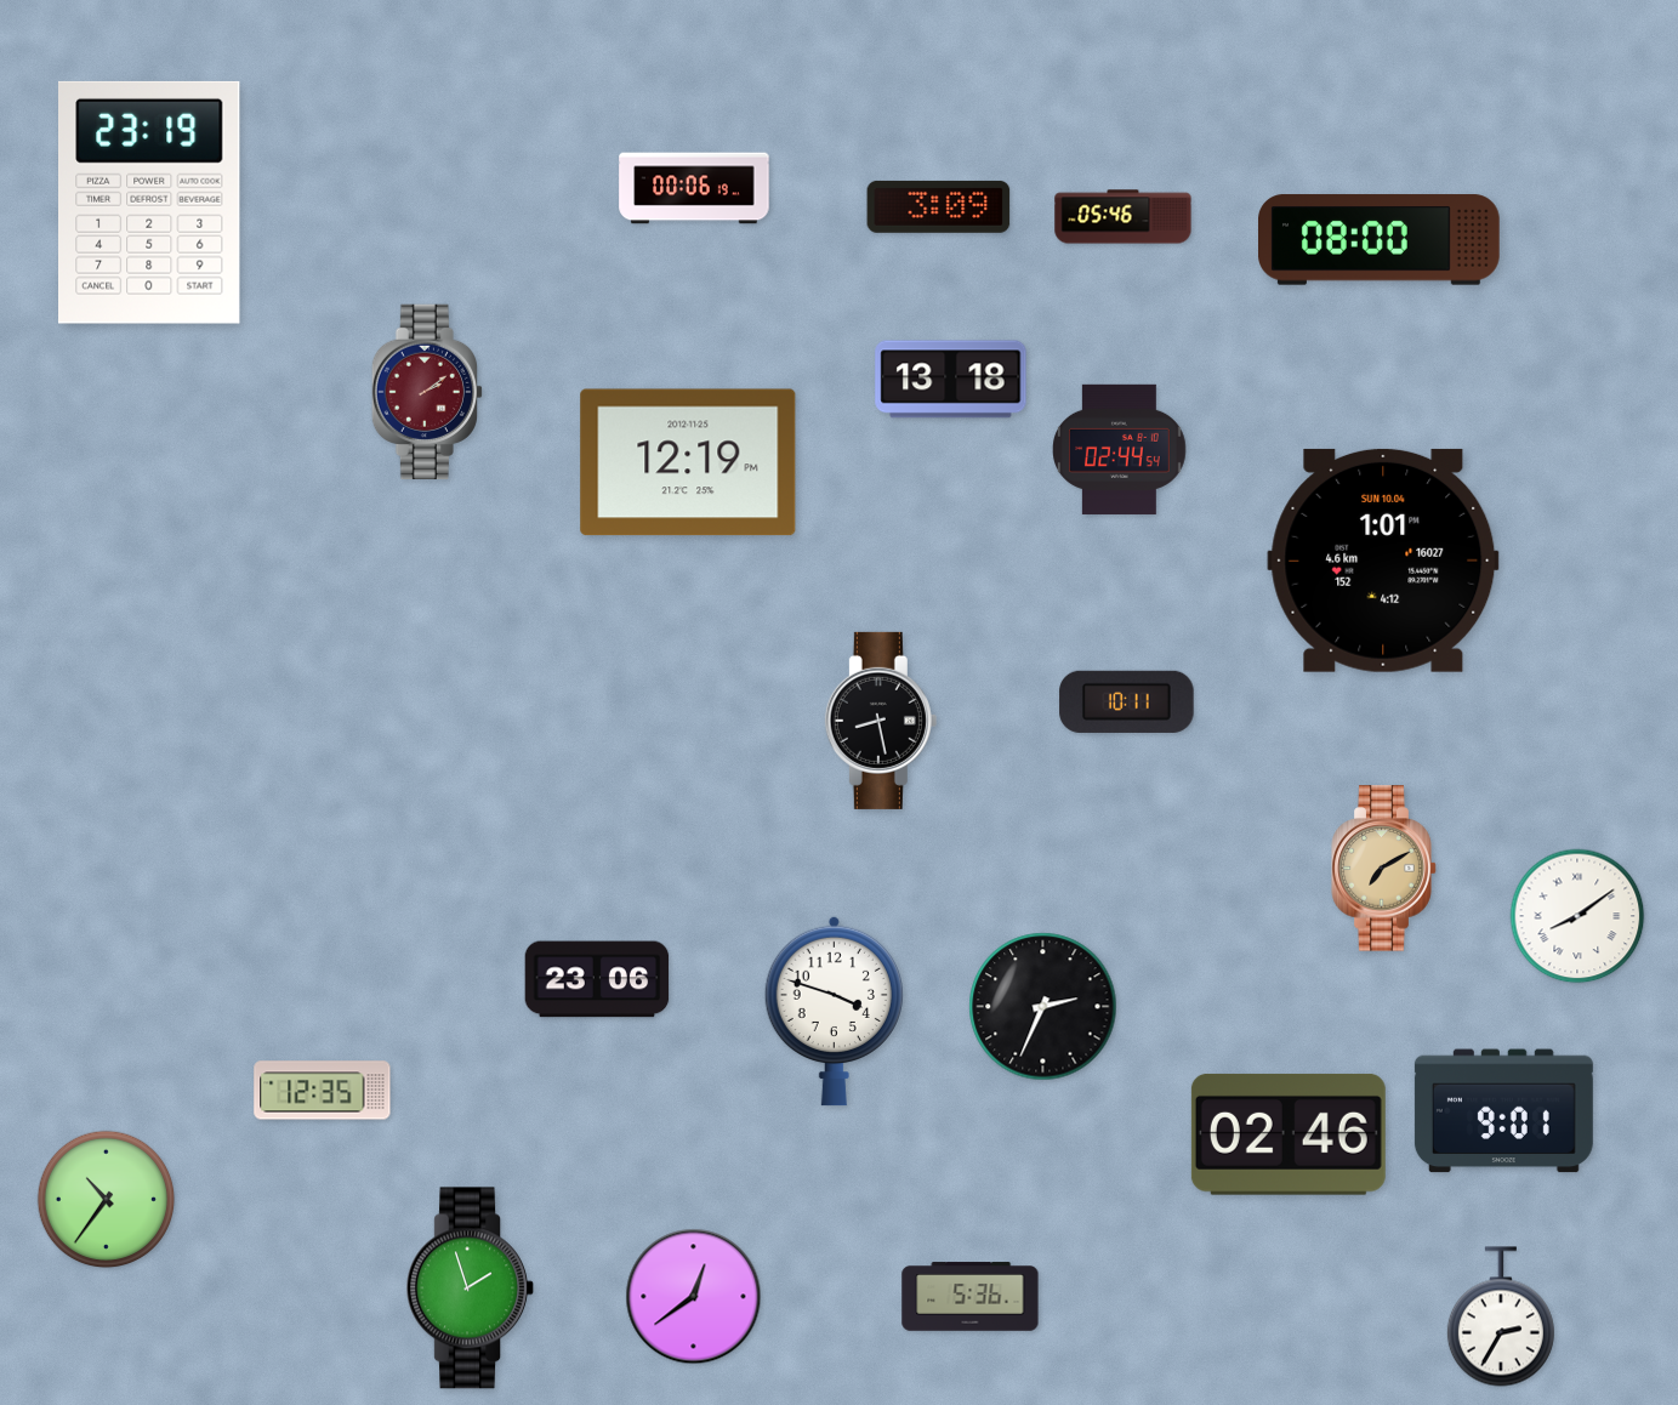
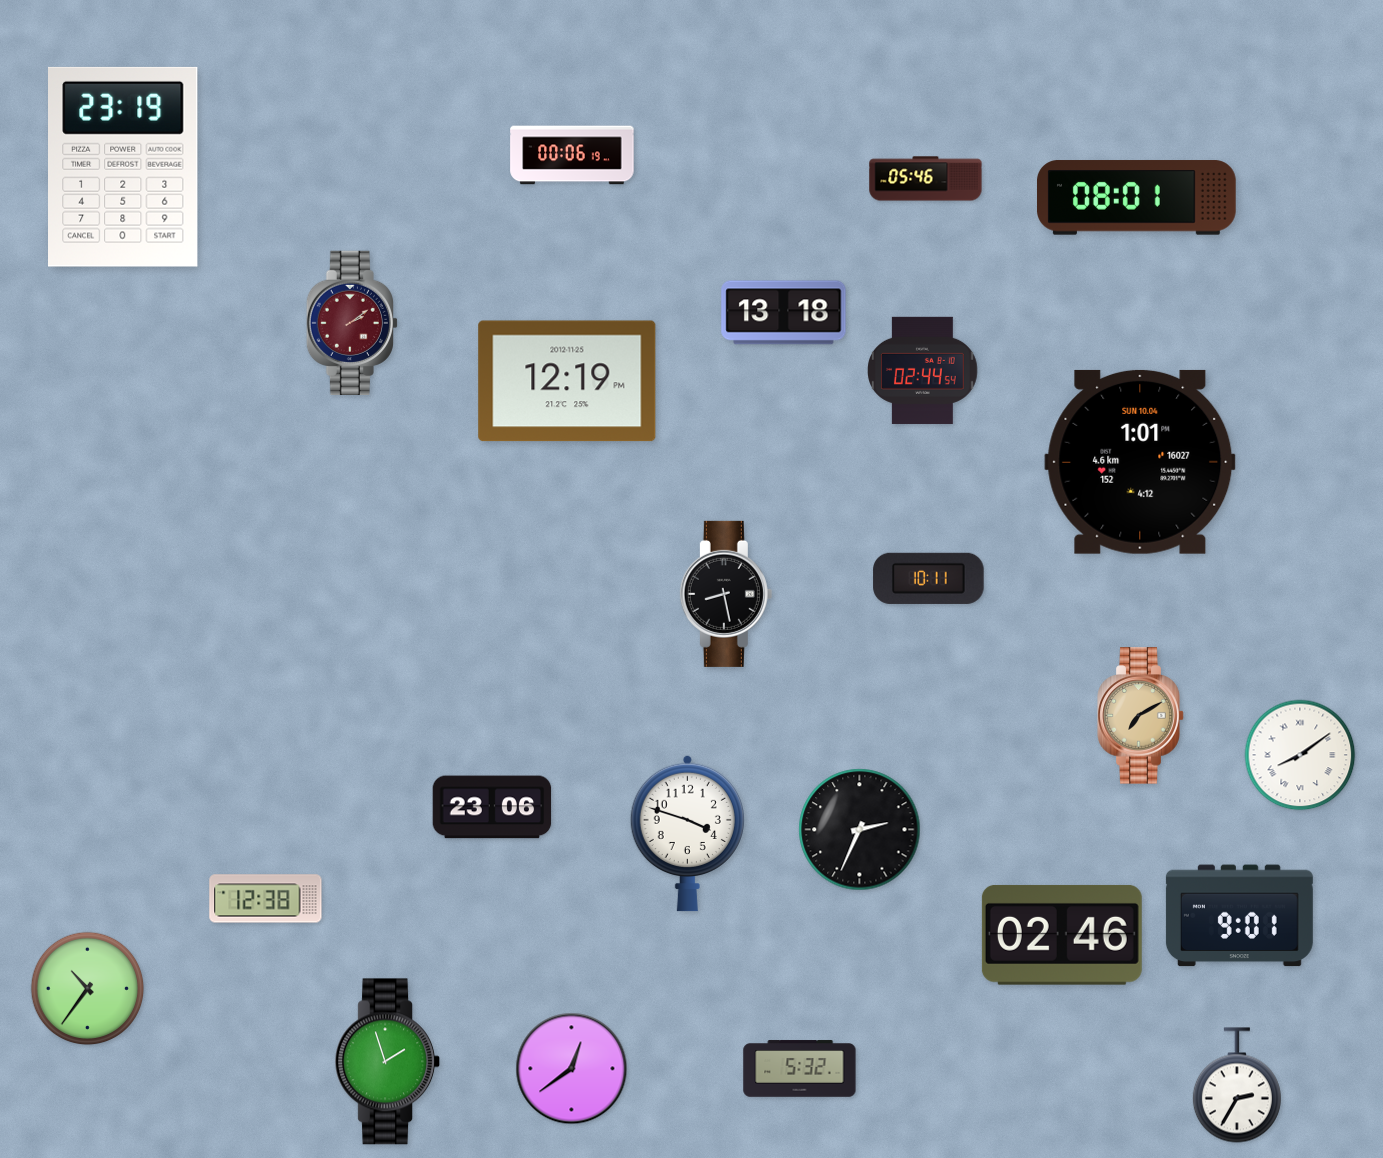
clock at (939, 206): 3:09 -> none
clock at (1380, 240): 08:00 -> 08:01
clock at (323, 1091): 12:35 -> 12:38
clock at (971, 1297): 5:36 -> 5:32
